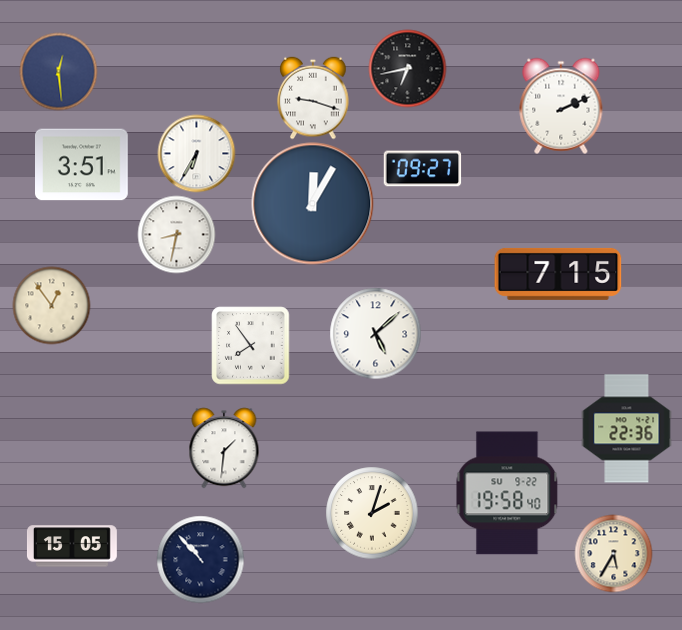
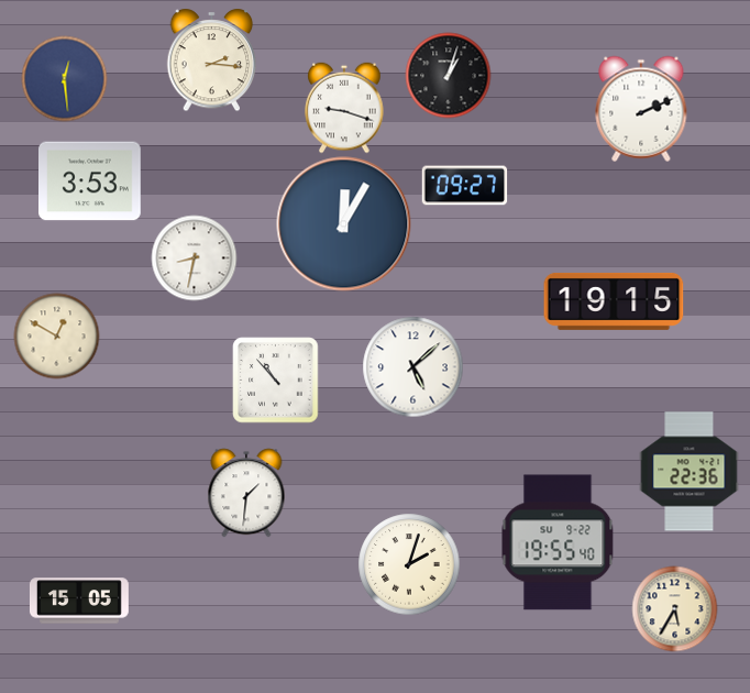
clock at (212, 59): none -> 2:16
clock at (407, 68): 6:43 -> 1:03
clock at (561, 106) position: (561, 106) -> (641, 109)
clock at (196, 153): 6:35 -> none
clock at (82, 165): 3:51 -> 3:53
clock at (558, 274): 7:15 -> 19:15
clock at (51, 305): 12:54 -> 12:50
clock at (250, 345): 7:54 -> 10:53
clock at (507, 493): 19:58 -> 19:55
clock at (200, 559): 10:53 -> none
